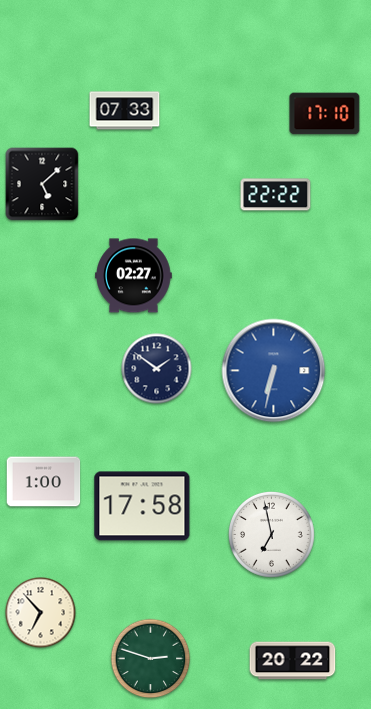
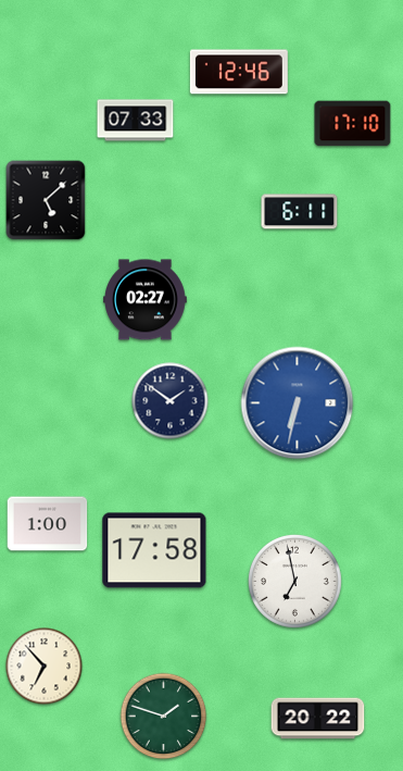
clock at (239, 72): none -> 12:46
clock at (276, 195): 22:22 -> 6:11
clock at (151, 659): 2:48 -> 1:48
